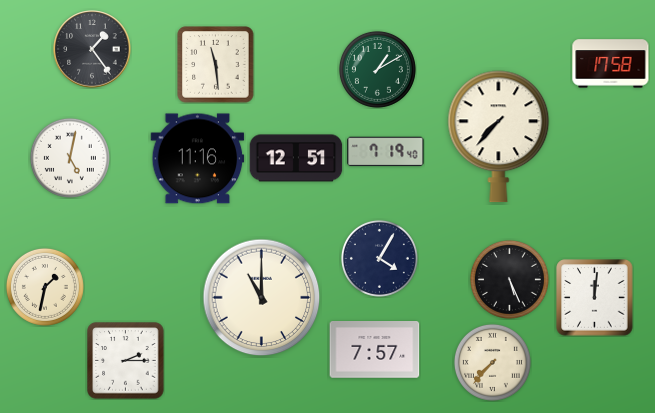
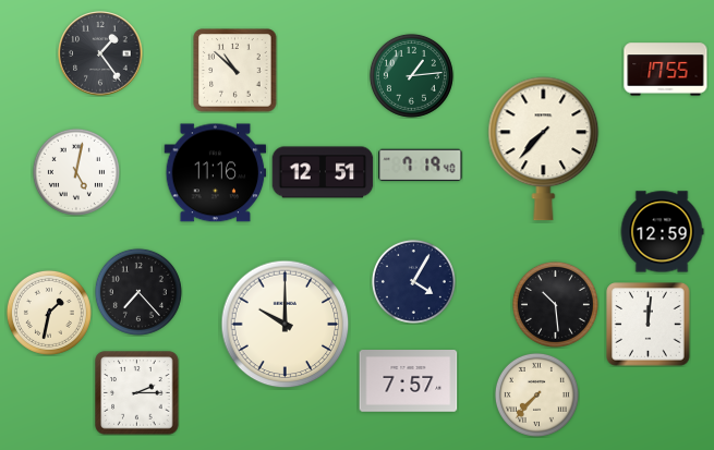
clock at (611, 64): 17:58 -> 17:55
clock at (216, 65): 11:29 -> 10:52
clock at (377, 69): 1:10 -> 1:14
clock at (662, 232): none -> 12:59
clock at (138, 292): none -> 7:23
clock at (509, 279): 5:26 -> 10:29
clock at (262, 298): 11:00 -> 10:00
